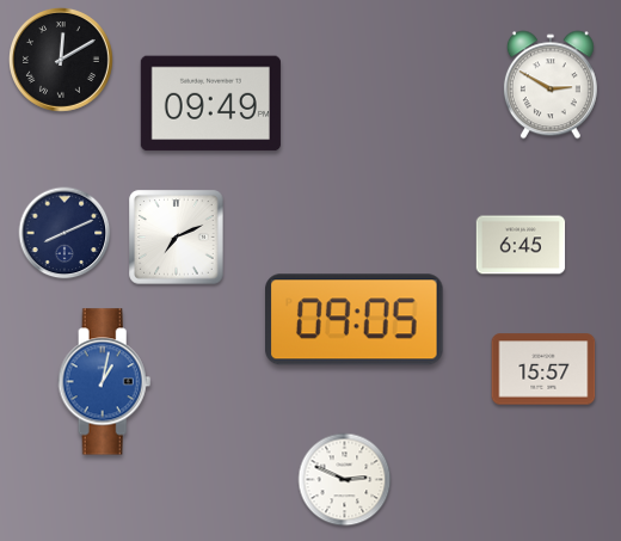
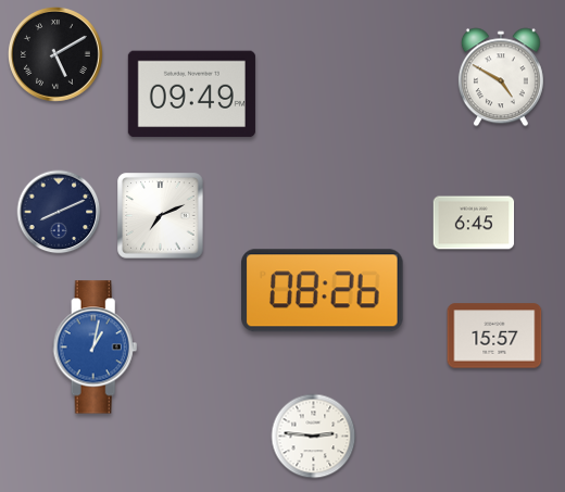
clock at (61, 60): 12:10 -> 5:10
clock at (551, 85): 2:50 -> 4:50
clock at (355, 320): 09:05 -> 08:26
clock at (345, 480): 2:49 -> 2:46
